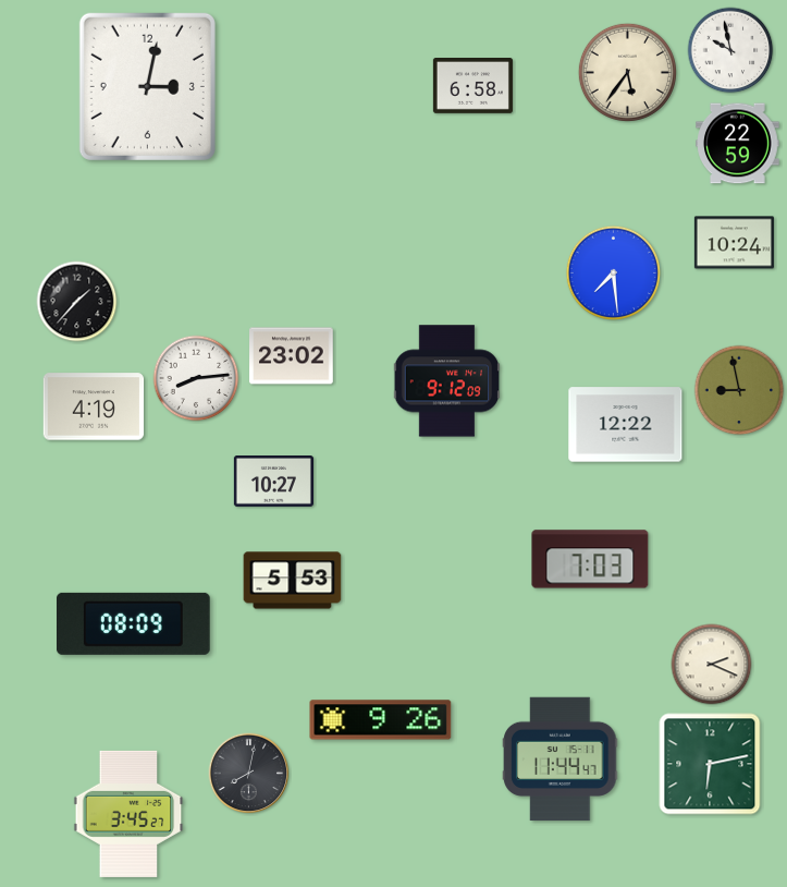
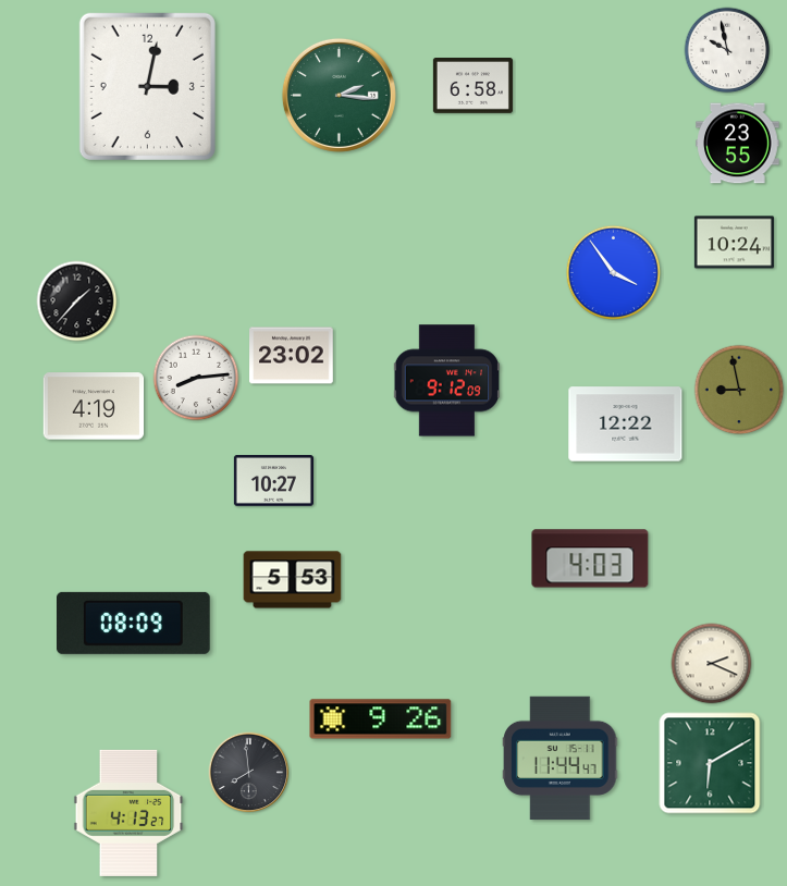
clock at (730, 50) position: (730, 50) -> (727, 50)
clock at (627, 72): 5:36 -> none
clock at (339, 95): none -> 2:16
clock at (738, 144): 22:59 -> 23:55
clock at (614, 274): 7:29 -> 3:54
clock at (590, 559): 7:03 -> 4:03
clock at (710, 764): 6:13 -> 6:10
clock at (249, 774): 8:02 -> 7:59
clock at (128, 814): 3:45 -> 4:13
